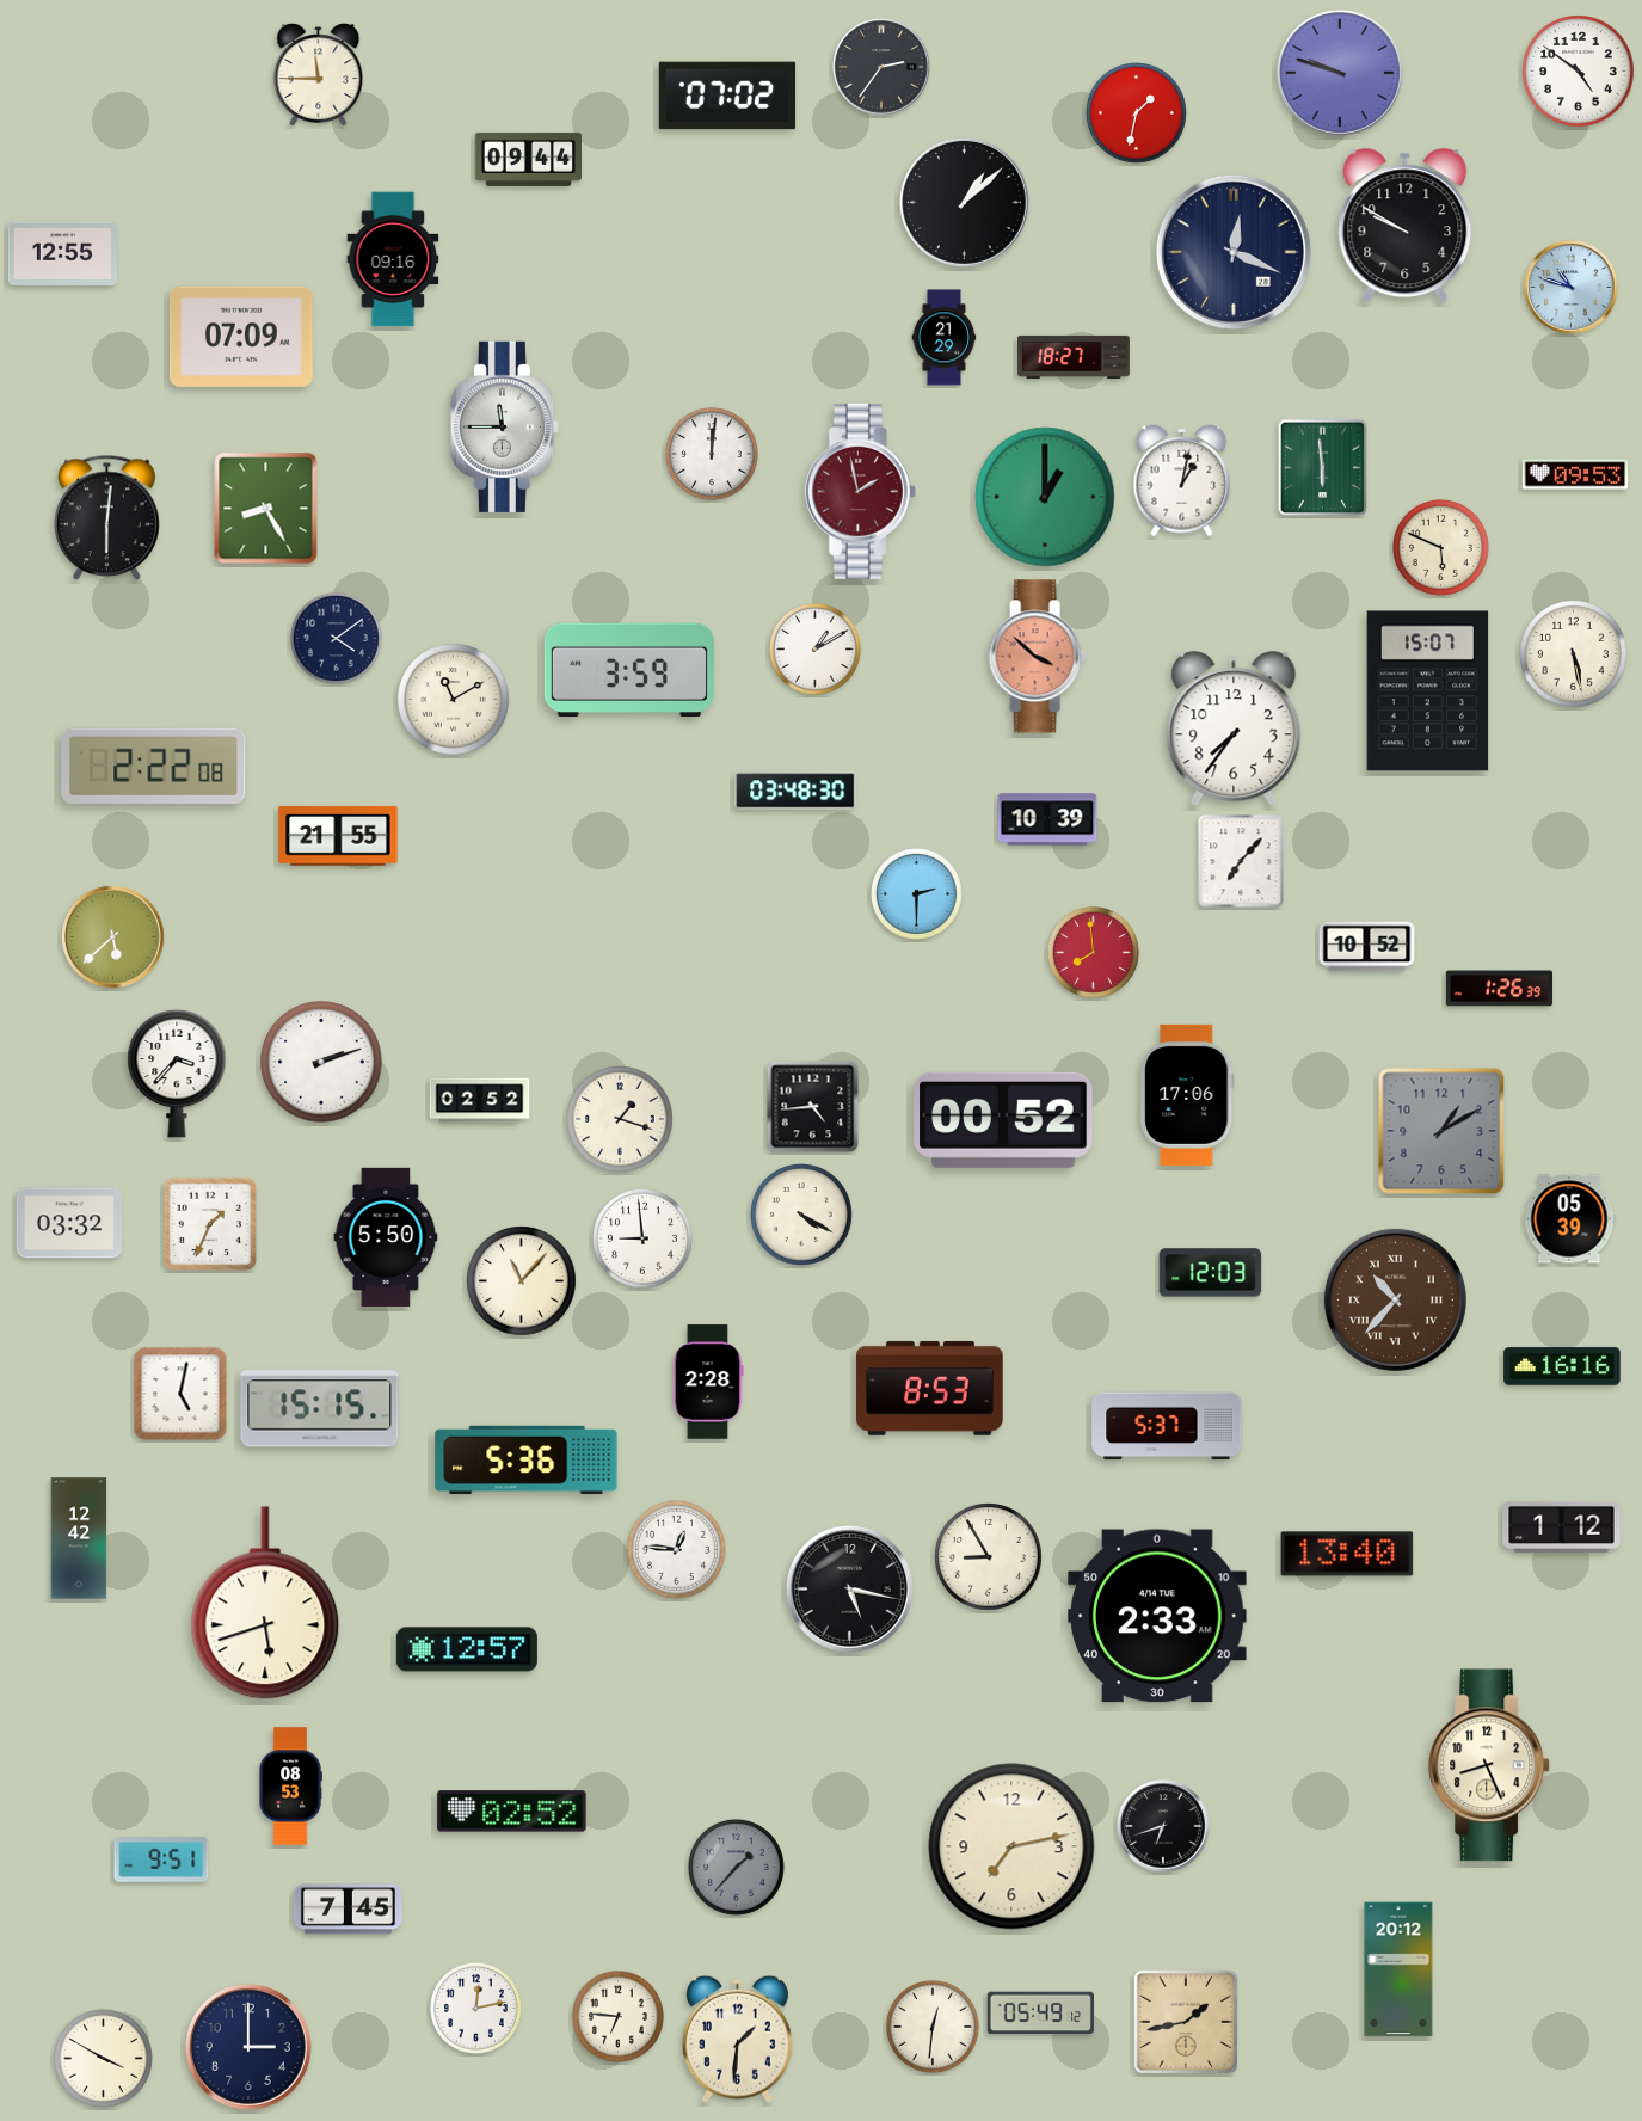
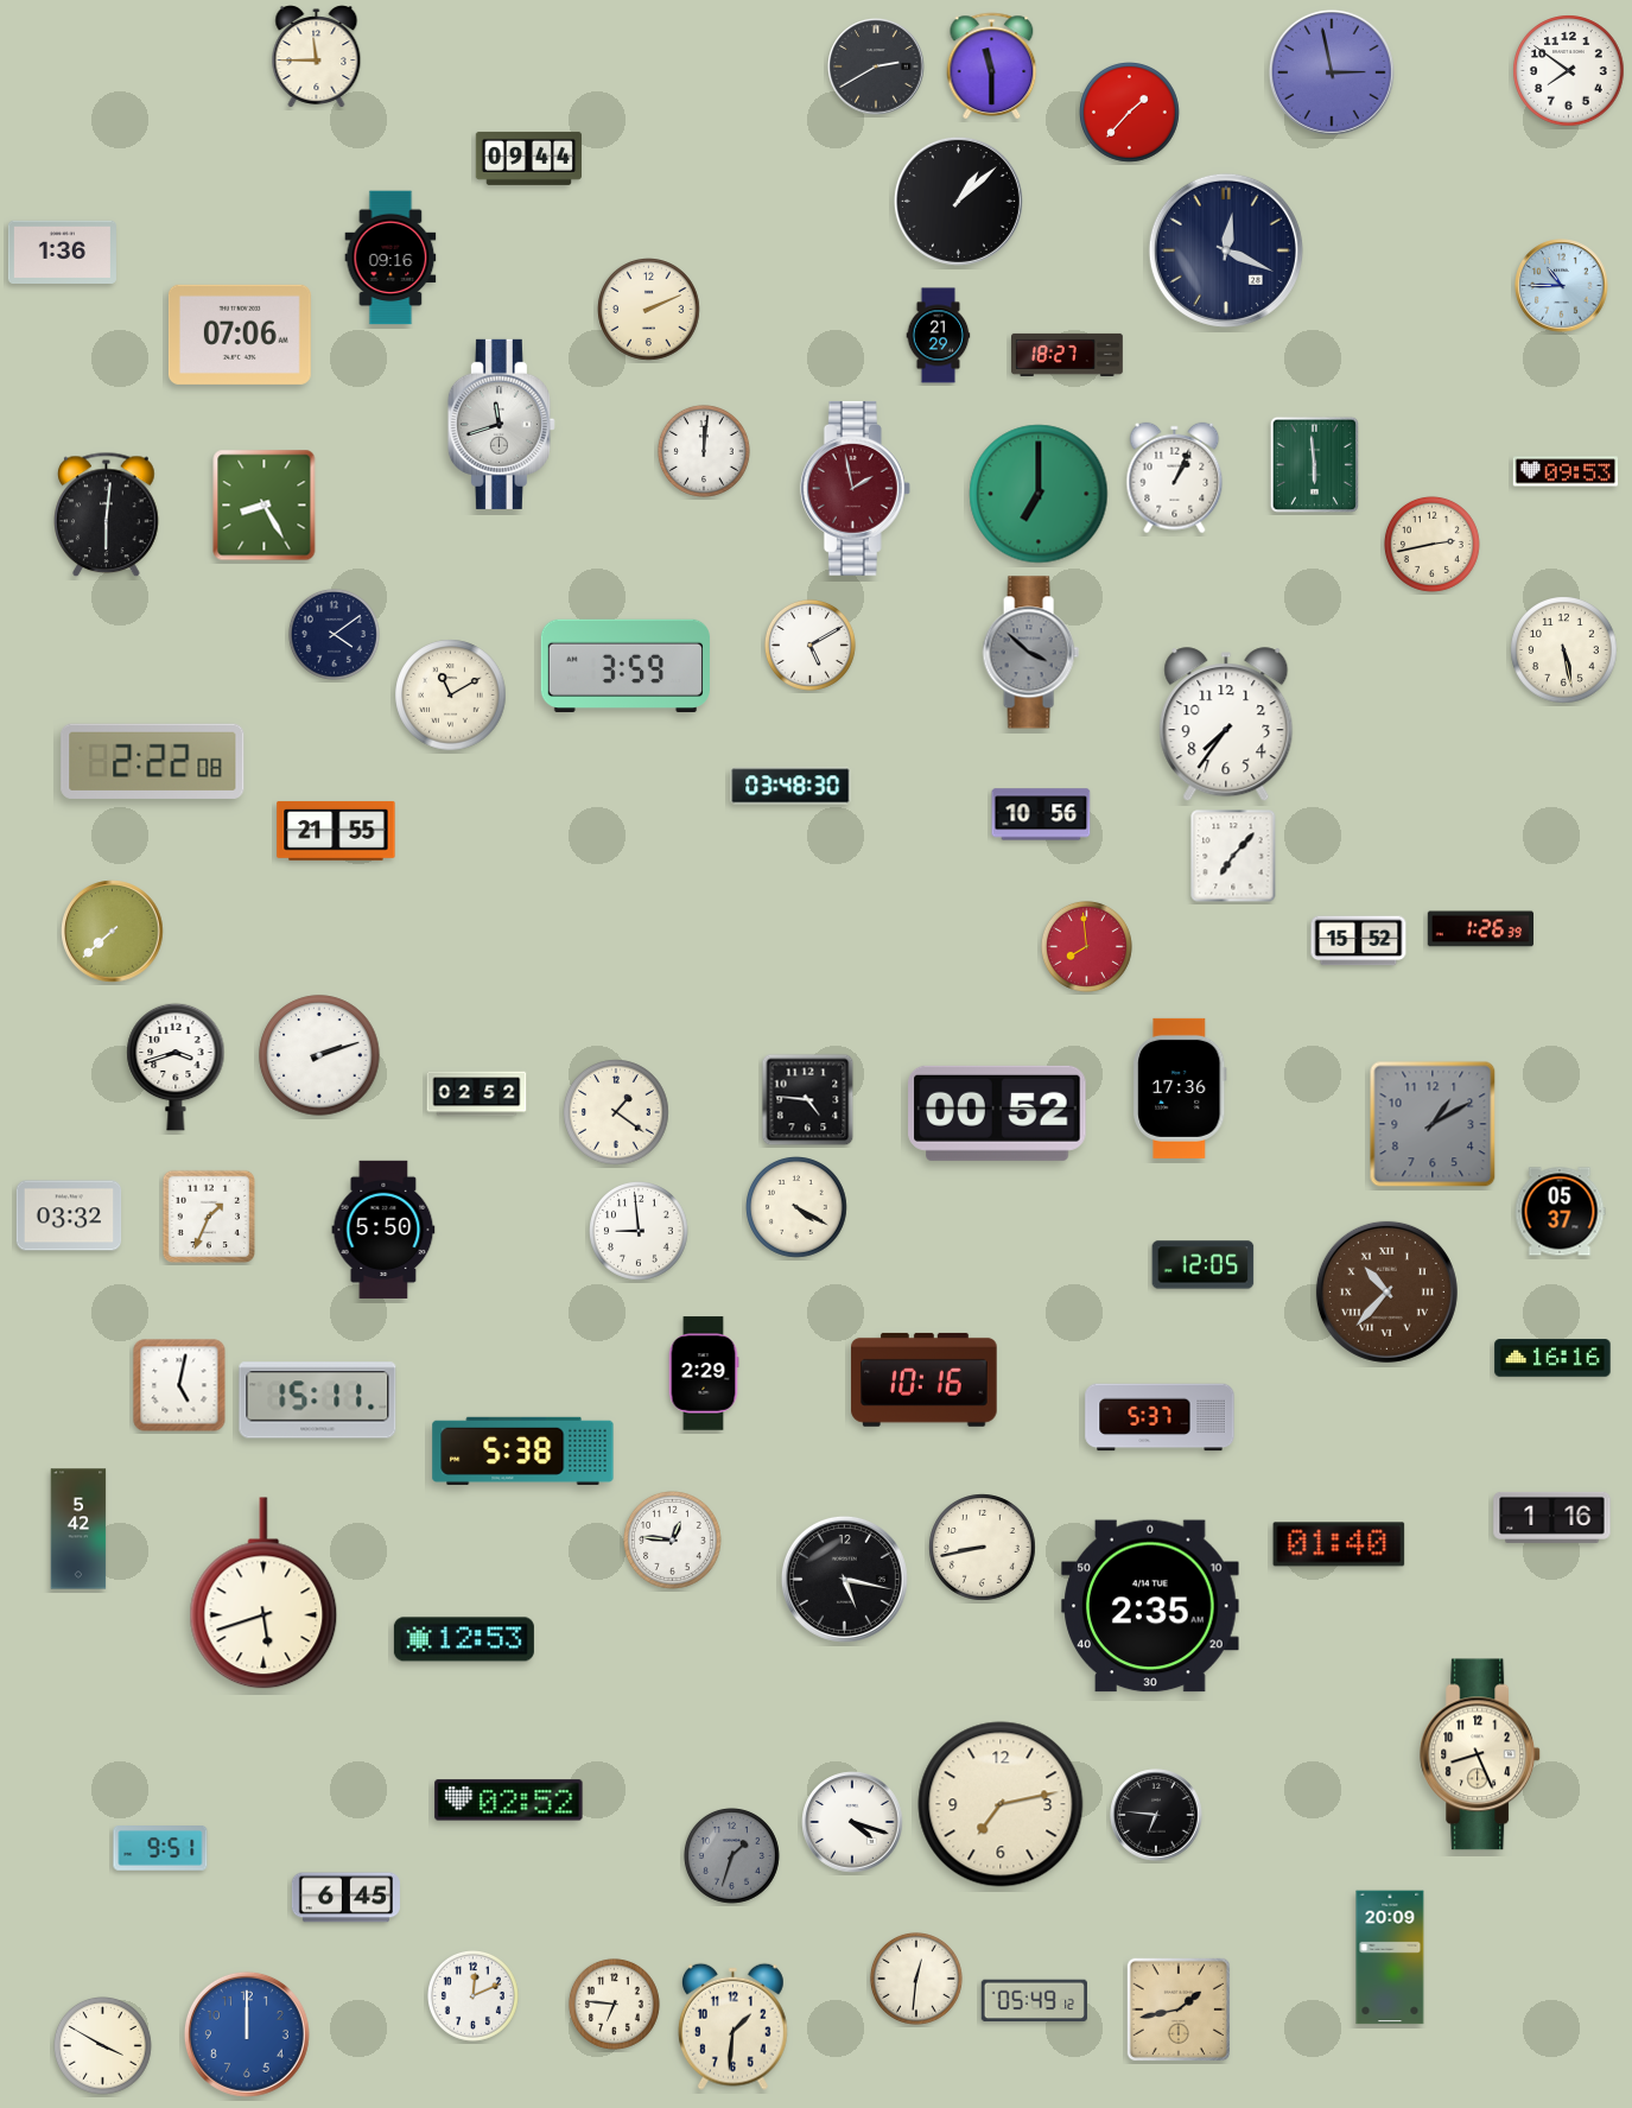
clock at (992, 65): none -> 11:30
clock at (881, 67): 2:36 -> 2:40
clock at (1579, 72): 4:51 -> 7:51
clock at (1340, 73): 9:48 -> 2:58
clock at (319, 75) position: (319, 75) -> (317, 57)
clock at (727, 96): 07:02 -> none
clock at (1137, 113): 1:32 -> 1:37
clock at (529, 159) position: (529, 159) -> (529, 158)
clock at (1406, 226): 9:50 -> none
clock at (62, 253): 12:55 -> 1:36
clock at (1572, 288): 10:48 -> 10:45
clock at (649, 310): none -> 2:11
clock at (241, 337): 07:09 -> 07:06
clock at (504, 426): 11:45 -> 11:42
clock at (712, 454) position: (712, 454) -> (704, 451)
clock at (1182, 481): 1:02 -> 1:04
clock at (1045, 497): 1:00 -> 7:00
clock at (1440, 547): 5:49 -> 2:43
clock at (814, 648): 1:10 -> 5:10
clock at (1037, 657) dial: salmon -> grey
clock at (1428, 691): 15:07 -> none
clock at (1047, 819): 10:39 -> 10:56
clock at (916, 893): 2:30 -> none
clock at (113, 937): 5:38 -> 7:38
clock at (1367, 947): 10:52 -> 15:52
clock at (1499, 989) position: (1499, 989) -> (1480, 929)
clock at (177, 1074): 3:37 -> 3:42
clock at (1187, 1095): 17:06 -> 17:36
clock at (813, 1107): 4:44 -> 4:46
clock at (620, 1119): 1:18 -> 1:21
clock at (1569, 1219): 05:39 -> 05:37
clock at (1211, 1273): 12:03 -> 12:05
clock at (522, 1281): 11:07 -> none
clock at (708, 1382): 2:28 -> 2:29
clock at (930, 1388): 8:53 -> 10:16
clock at (320, 1409): 15:15 -> 15:11
clock at (527, 1459): 5:36 -> 5:38
clock at (1562, 1526): 1:12 -> 1:16
clock at (79, 1538): 12:42 -> 5:42
clock at (1347, 1554): 13:40 -> 01:40
clock at (989, 1557): 8:55 -> 8:43
clock at (1157, 1616): 2:33 -> 2:35
clock at (467, 1649): 12:57 -> 12:53
clock at (290, 1787): 08:53 -> none
clock at (1163, 1826): 6:42 -> 6:46
clock at (852, 1822): none -> 4:18
clock at (1011, 1846) position: (1011, 1846) -> (1001, 1804)
clock at (736, 1867): 1:37 -> 1:33
clock at (348, 1910): 7:45 -> 6:45
clock at (1398, 1969): 20:12 -> 20:09
clock at (475, 2008): 12:13 -> 12:11
clock at (933, 2027) position: (933, 2027) -> (916, 1979)
clock at (248, 2047): 3:00 -> 12:00
clock at (248, 2047) dial: navy -> blue
